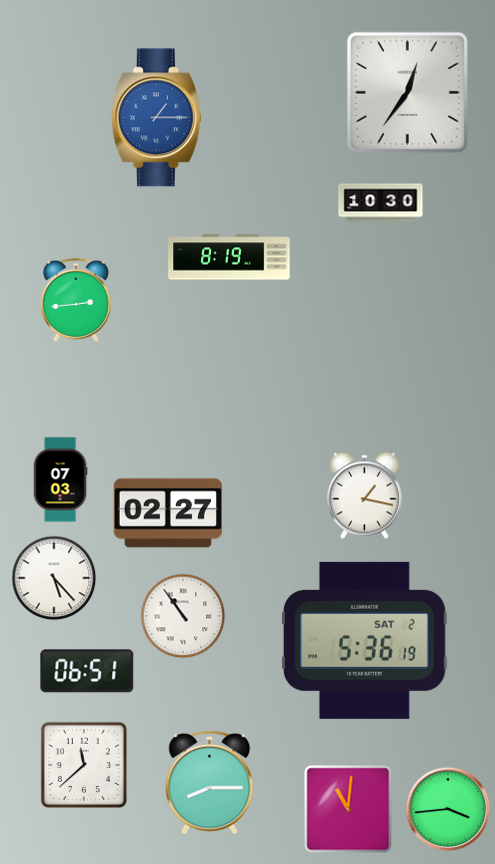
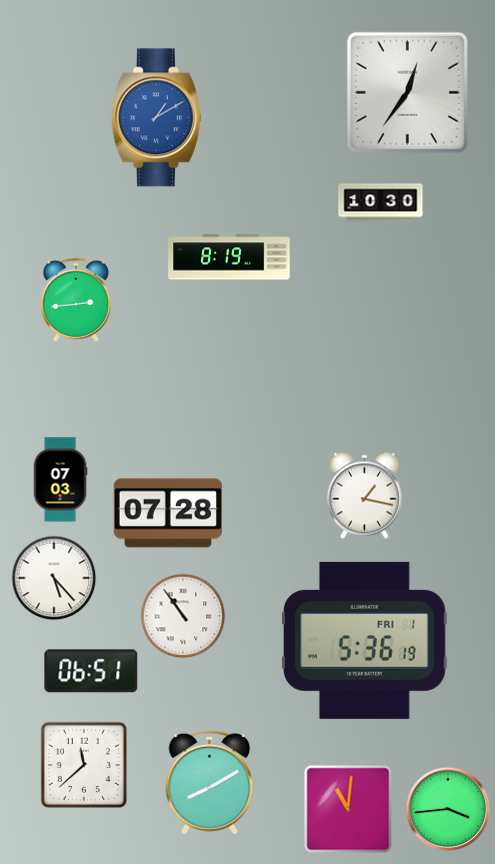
clock at (156, 118): 1:15 -> 1:10
clock at (167, 513): 02:27 -> 07:28
clock at (365, 640) date: SAT 2 -> FRI 1
clock at (87, 671) position: (87, 671) -> (91, 671)
clock at (210, 782): 8:15 -> 8:10
